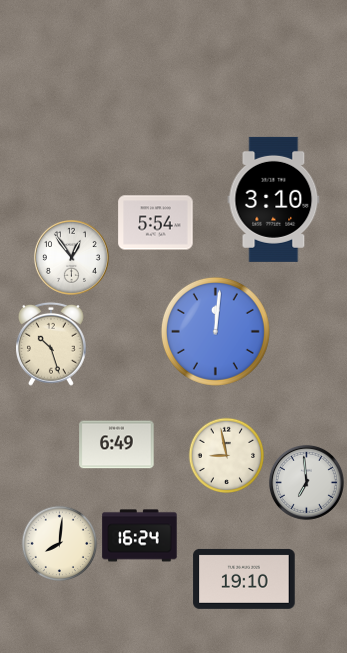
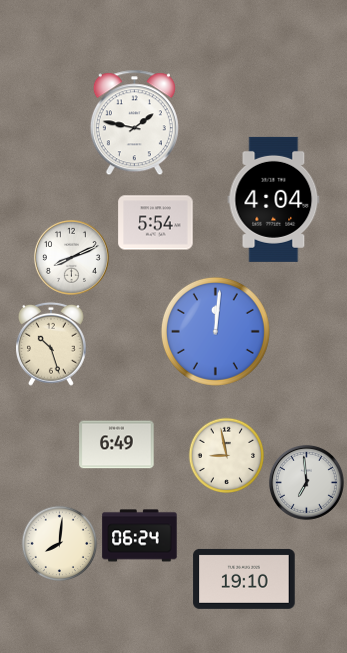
clock at (134, 123): none -> 1:47
clock at (274, 199): 3:10 -> 4:04
clock at (71, 257): 12:54 -> 8:11
clock at (140, 536): 16:24 -> 06:24
